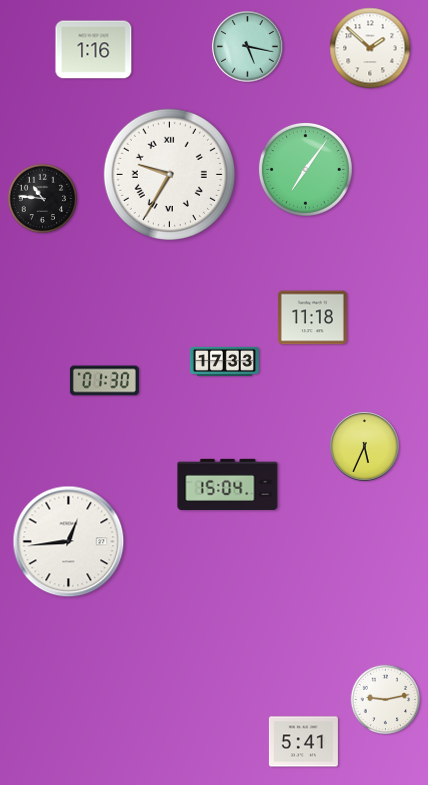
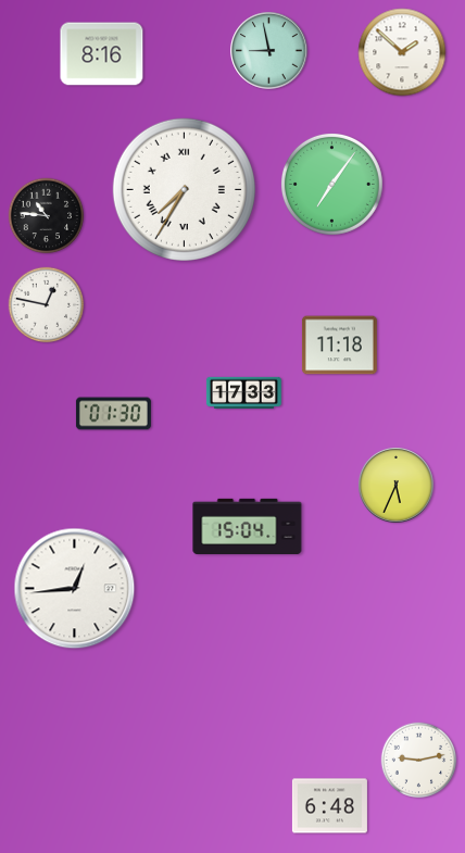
clock at (248, 47): 5:17 -> 8:58
clock at (94, 50): 1:16 -> 8:16
clock at (169, 174): 9:35 -> 7:35
clock at (47, 305): none -> 12:47
clock at (303, 742): 5:41 -> 6:48
